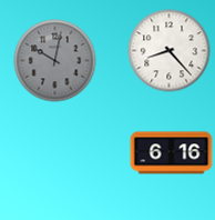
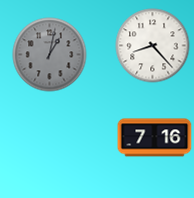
clock at (55, 61): 10:02 -> 1:02
clock at (172, 153): 6:16 -> 7:16
